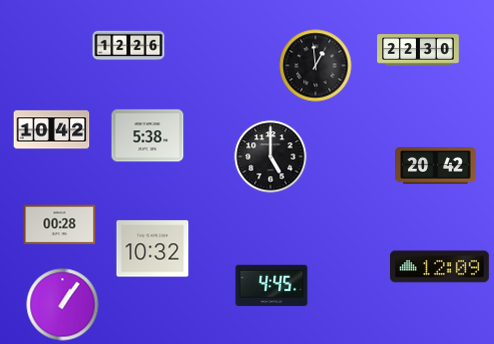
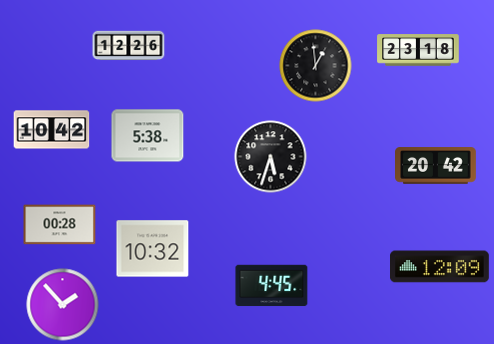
clock at (418, 50): 22:30 -> 23:18
clock at (271, 157): 5:00 -> 5:33
clock at (63, 305): 1:06 -> 1:53
